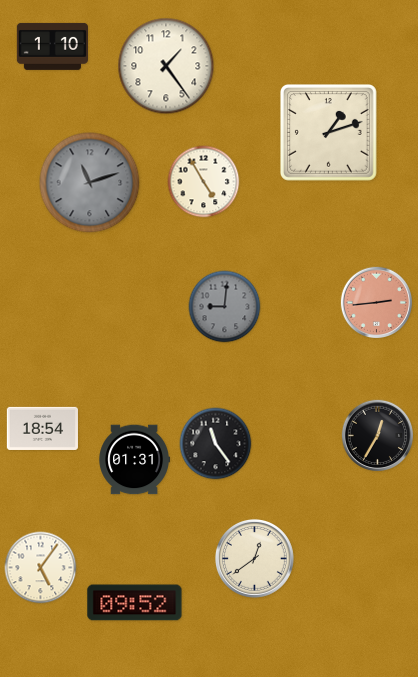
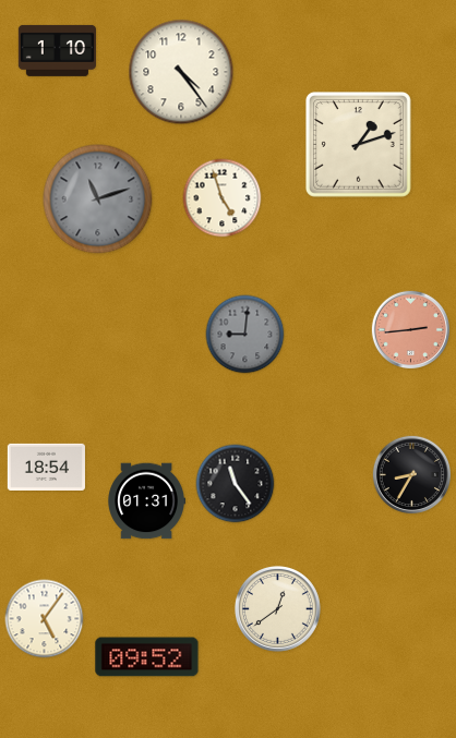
clock at (166, 66): 1:24 -> 4:24
clock at (204, 182): 4:55 -> 4:57
clock at (377, 435): 12:35 -> 8:35
